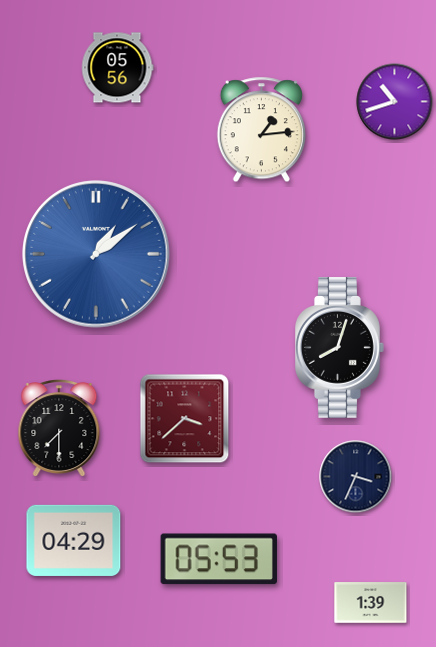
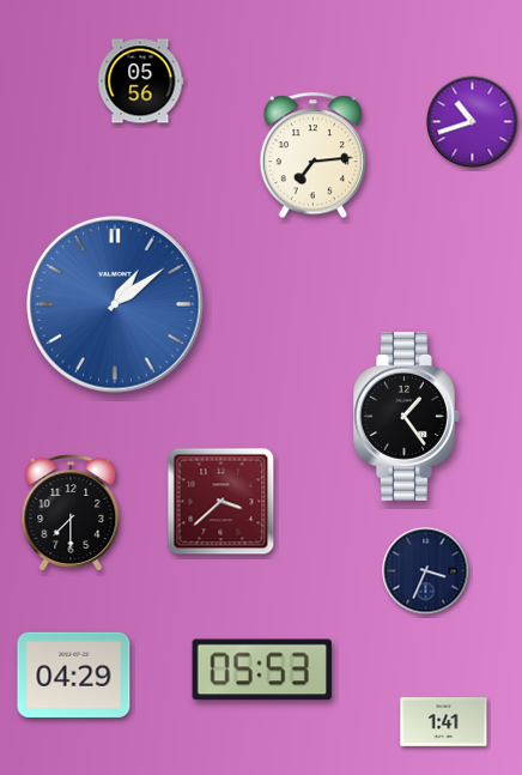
clock at (261, 130): 1:14 -> 7:14
clock at (340, 348): 8:03 -> 1:24
clock at (74, 540) position: (74, 540) -> (74, 674)
clock at (371, 603): 1:39 -> 1:41
